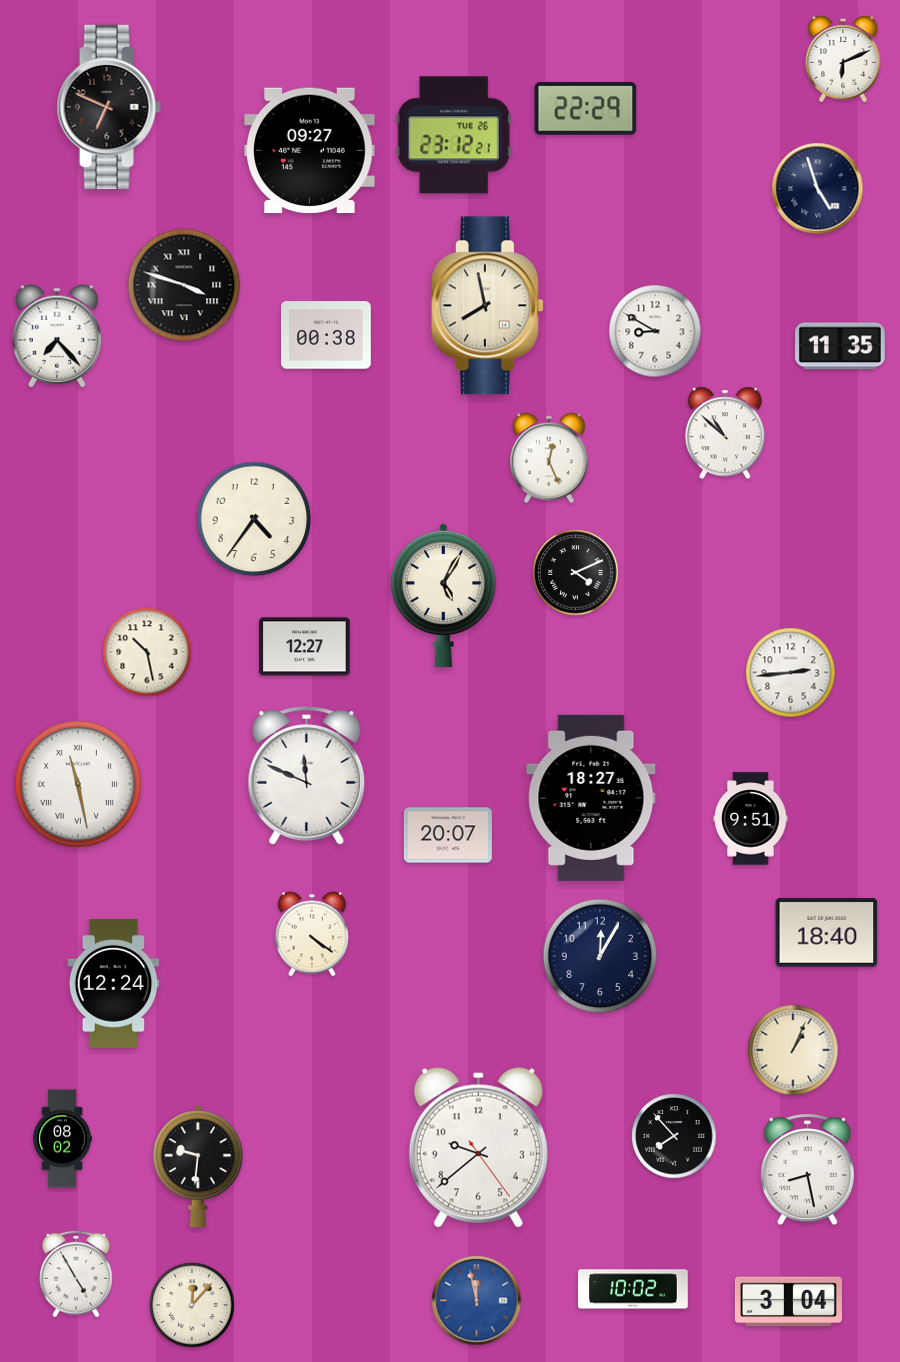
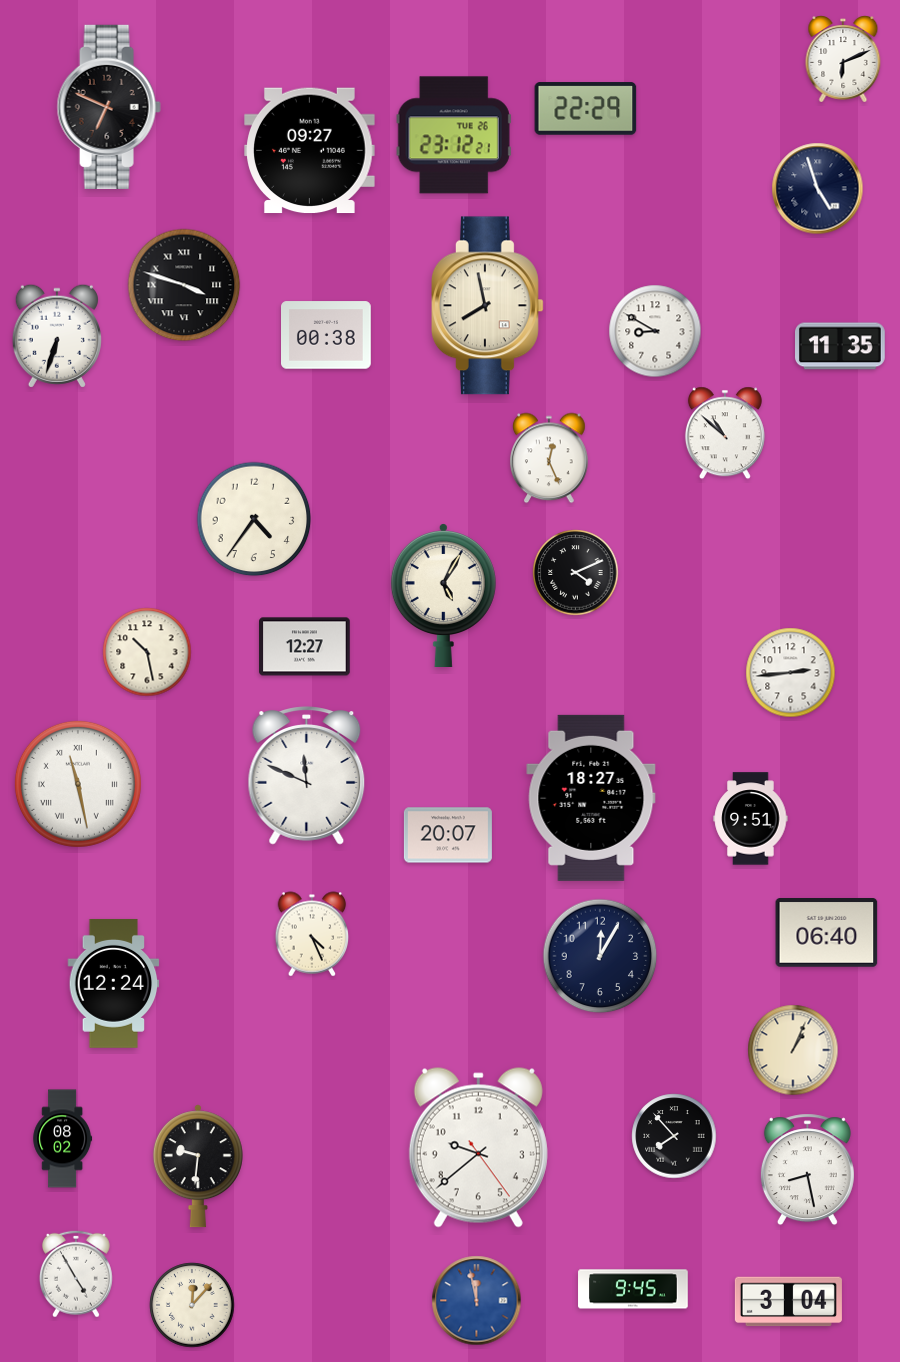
clock at (57, 336): 7:23 -> 6:33
clock at (827, 933): 18:40 -> 06:40
clock at (312, 934): 4:21 -> 4:26
clock at (633, 1289): 10:02 -> 9:45
